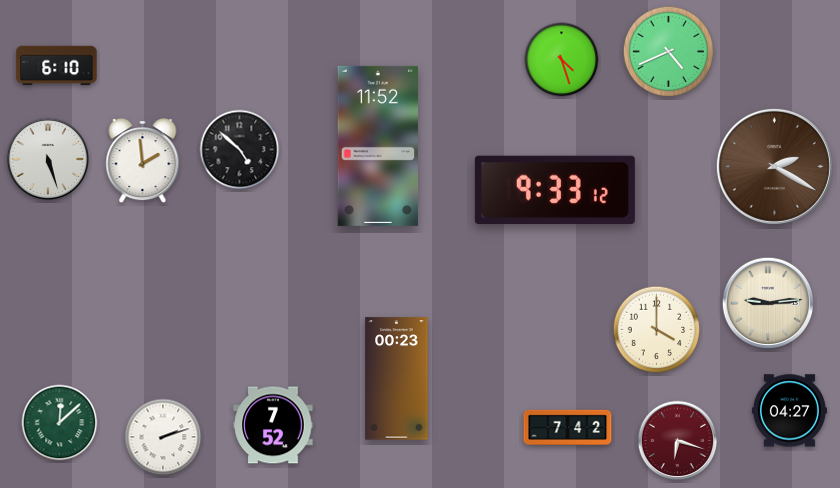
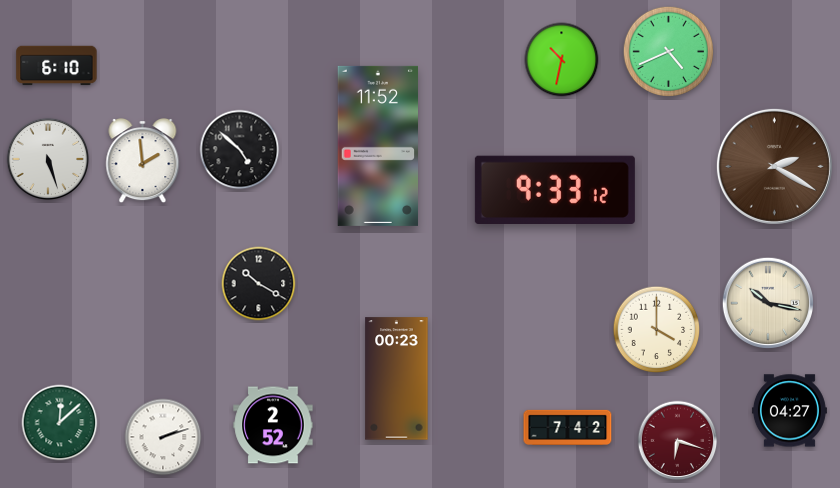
clock at (562, 60): 4:27 -> 10:32
clock at (259, 284): none -> 10:20
clock at (767, 302): 9:14 -> 10:17
clock at (273, 425): 7:52 -> 2:52
